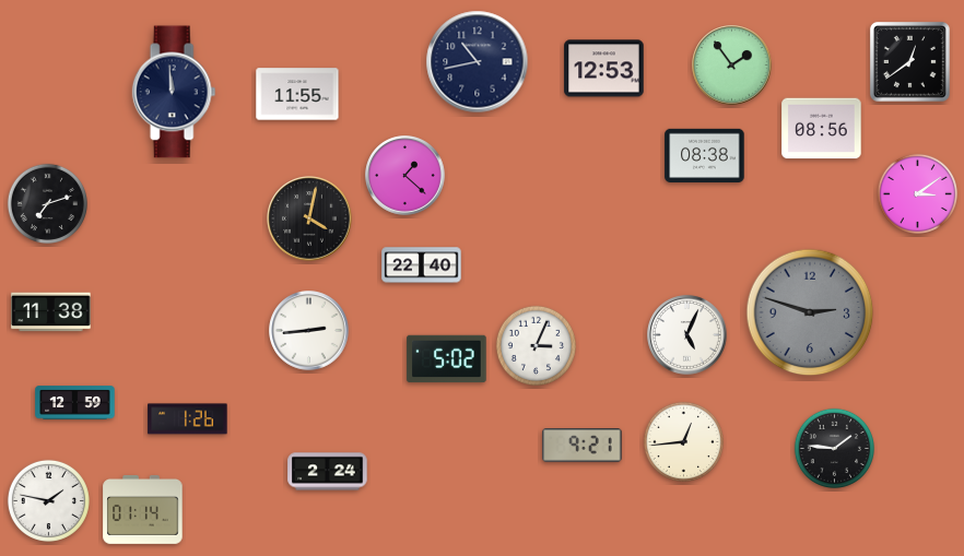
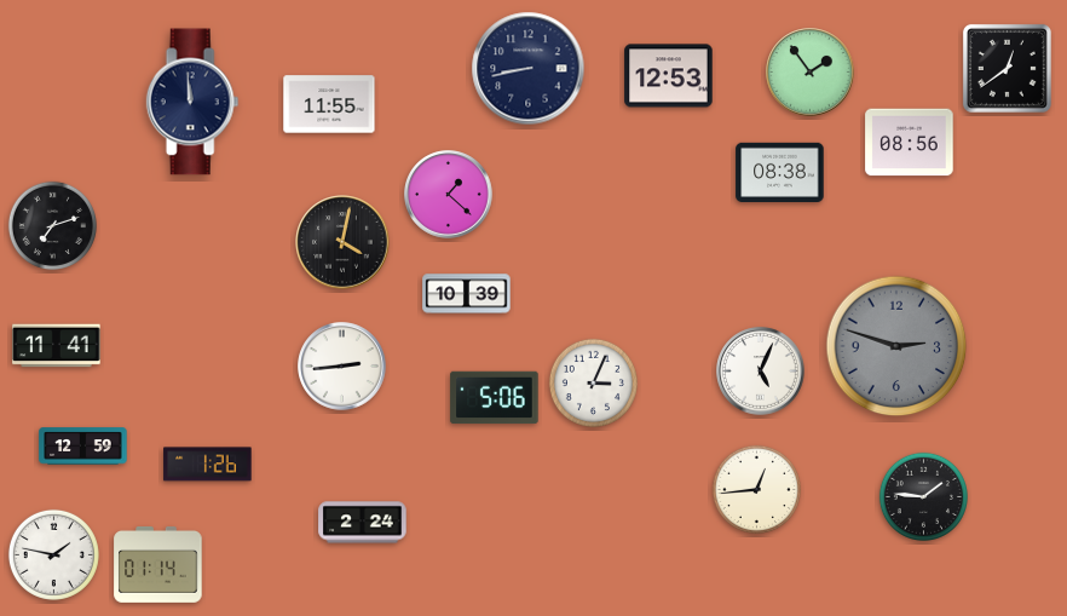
clock at (478, 62): 10:43 -> 8:43
clock at (917, 193): 3:09 -> none
clock at (422, 265): 22:40 -> 10:39
clock at (51, 312): 11:38 -> 11:41
clock at (447, 359): 5:02 -> 5:06
clock at (583, 446): 9:21 -> none
